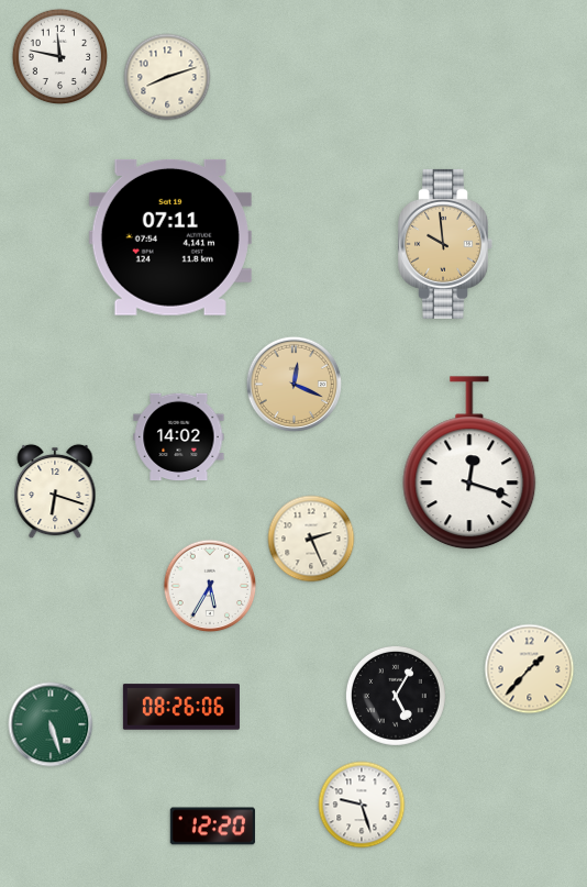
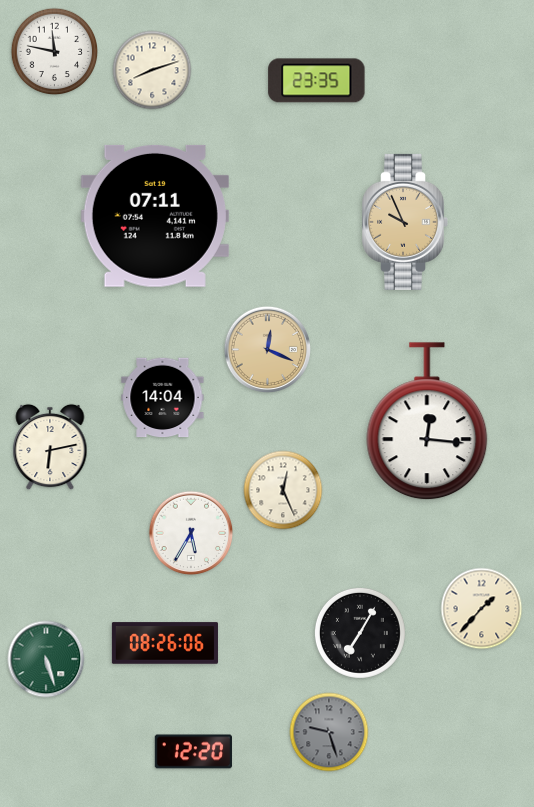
clock at (317, 81): none -> 23:35
clock at (445, 244): 9:59 -> 9:56
clock at (179, 437): 14:02 -> 14:04
clock at (469, 464): 12:18 -> 12:16
clock at (55, 491): 6:18 -> 6:13
clock at (311, 539): 2:26 -> 12:26
clock at (396, 696): 5:05 -> 7:05
clock at (362, 805) dial: white -> grey
